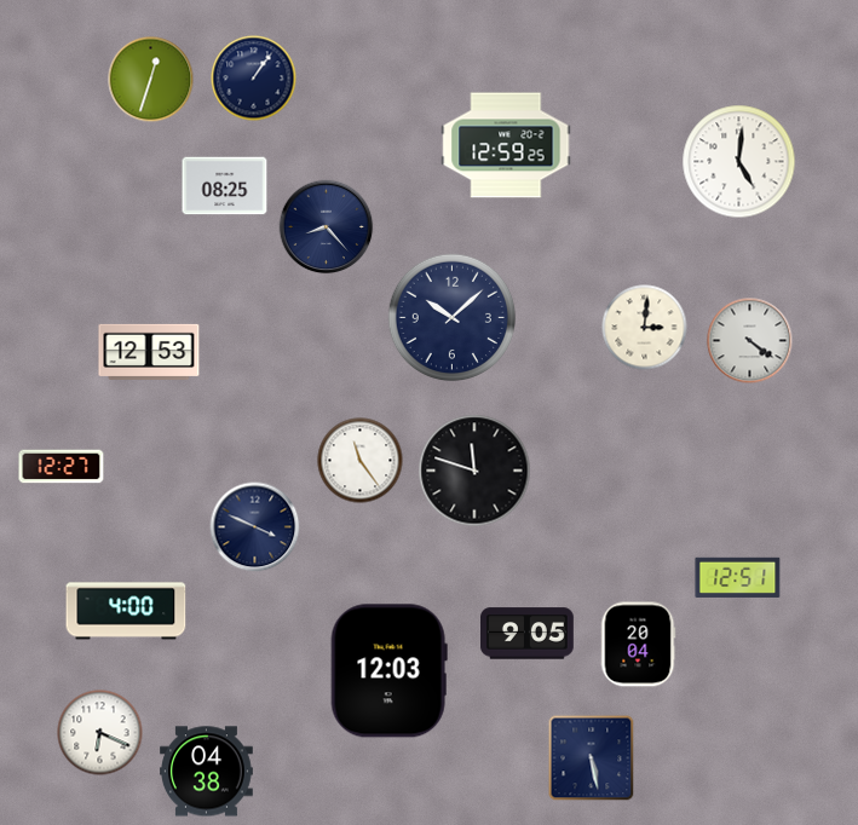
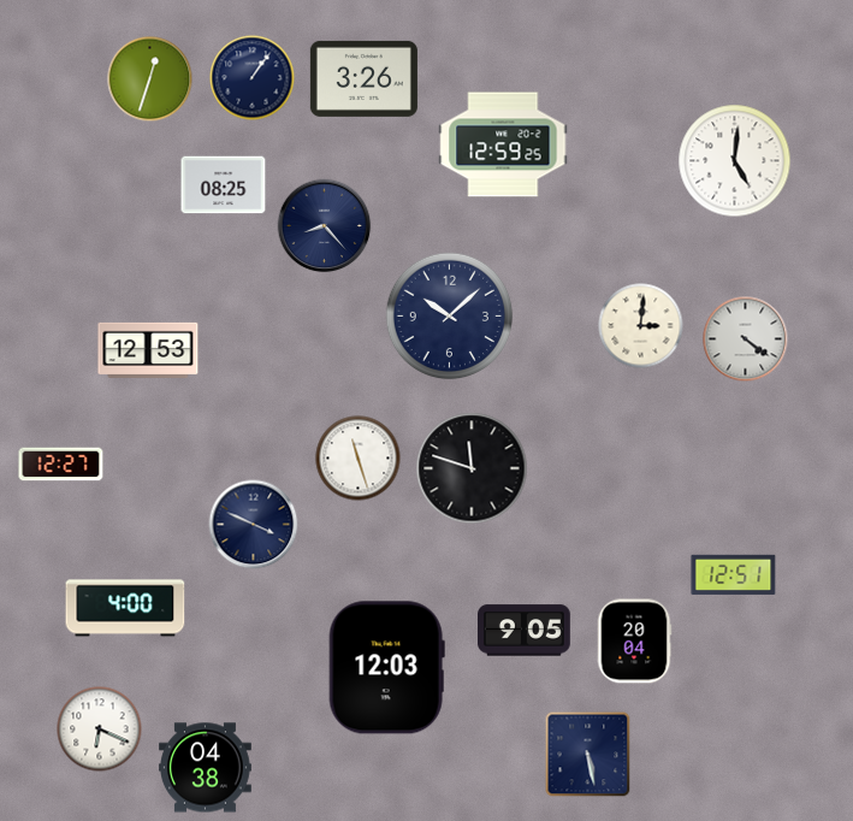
clock at (363, 78): none -> 3:26
clock at (361, 461): 11:24 -> 11:27
